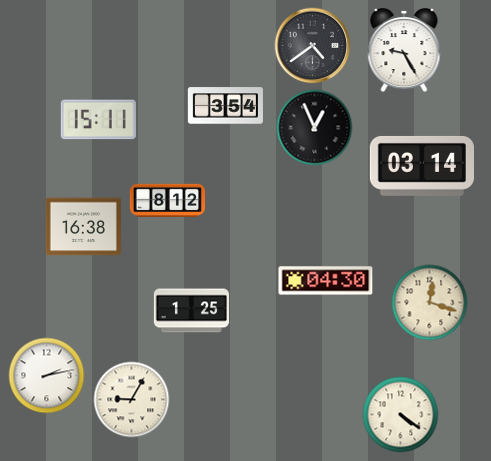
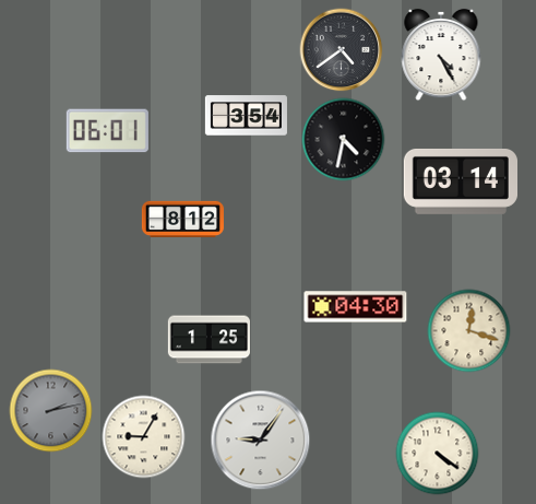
clock at (404, 50): 9:25 -> 4:25
clock at (98, 120): 15:11 -> 06:01
clock at (315, 128): 12:56 -> 4:32
clock at (83, 227): 16:38 -> none
clock at (47, 376) dial: white -> grey
clock at (261, 441): none -> 9:06
